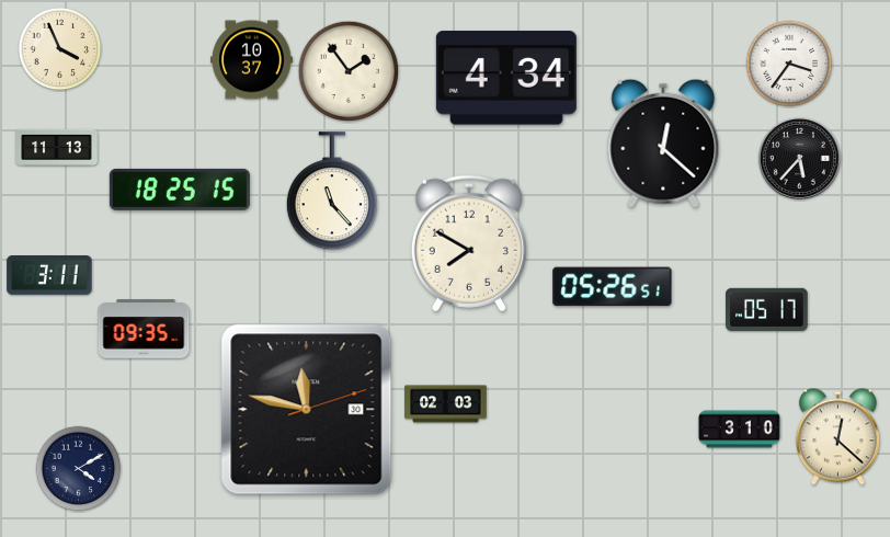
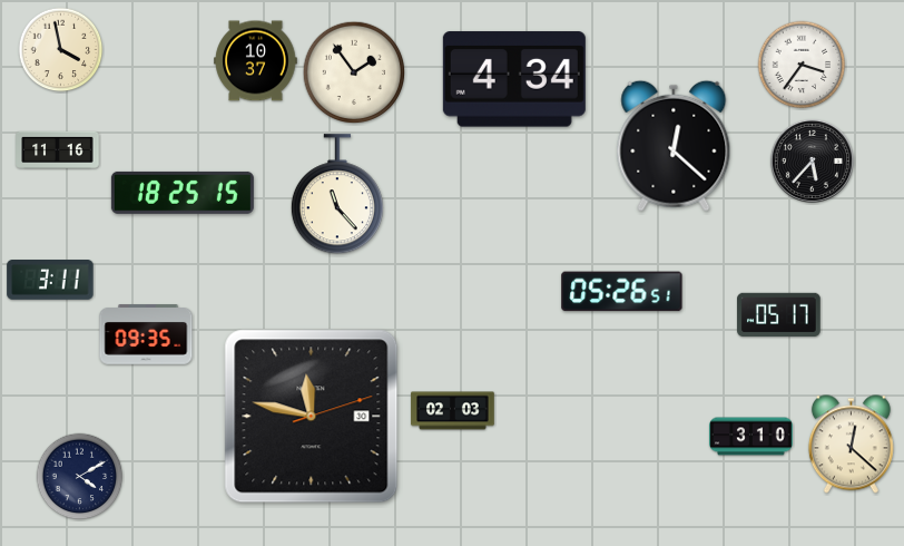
clock at (60, 49): 3:56 -> 3:58
clock at (57, 147): 11:13 -> 11:16
clock at (469, 243): 7:50 -> none
